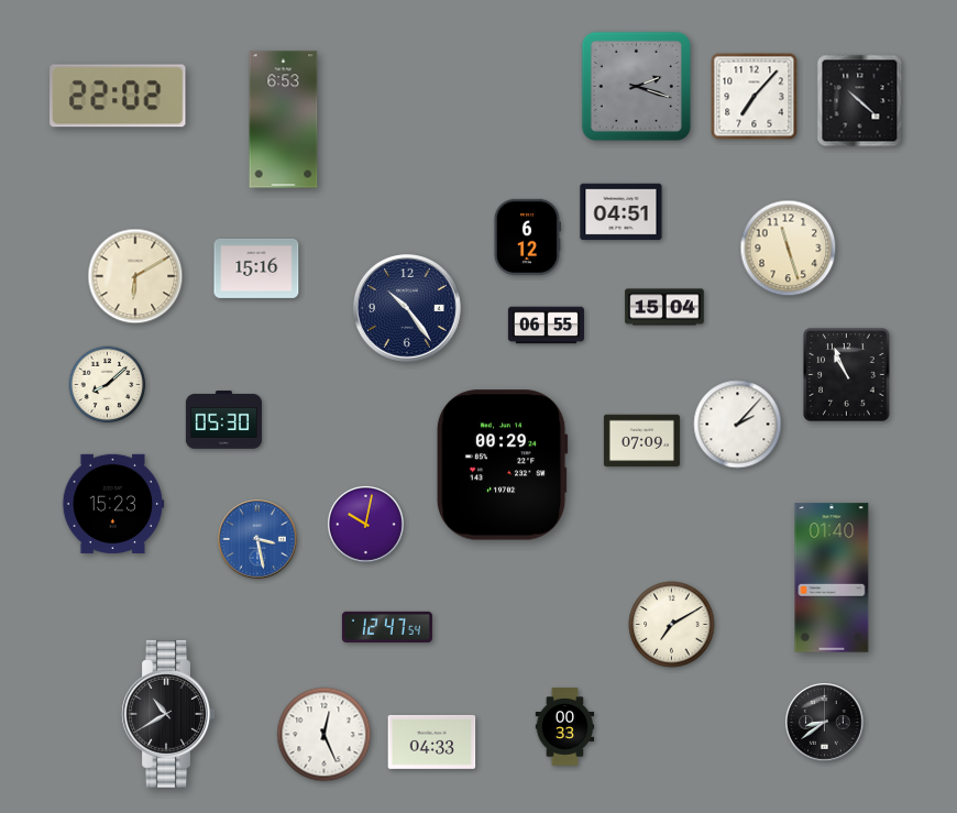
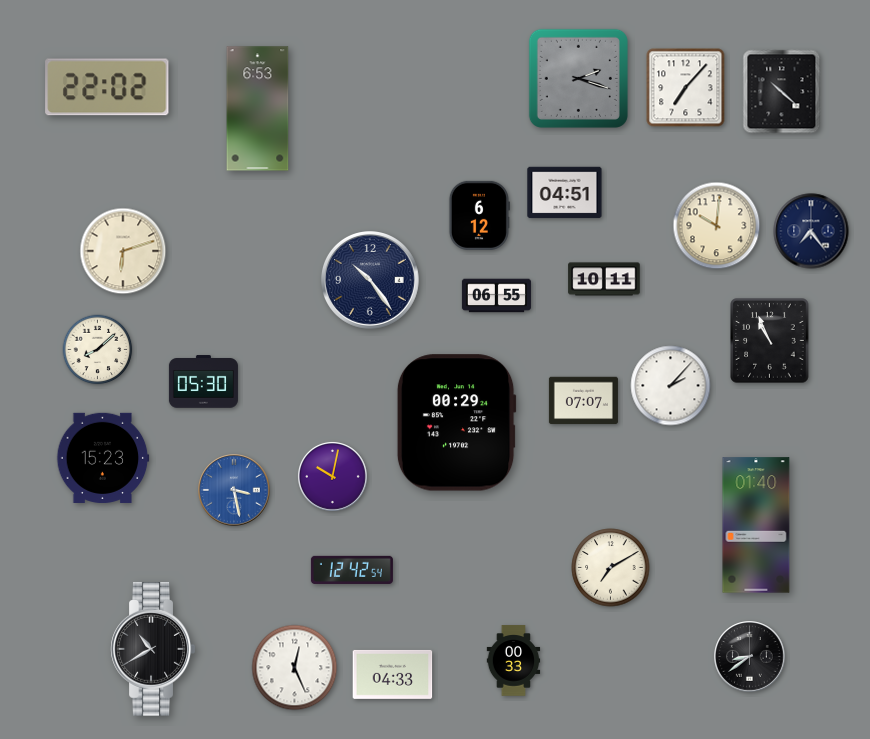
clock at (789, 249): 11:27 -> 10:01
clock at (811, 231): none -> 7:24
clock at (256, 268): 15:16 -> none
clock at (135, 276): 6:10 -> 6:12
clock at (664, 307): 15:04 -> 10:11
clock at (641, 441): 07:09 -> 07:07
clock at (387, 627): 12:47 -> 12:42
